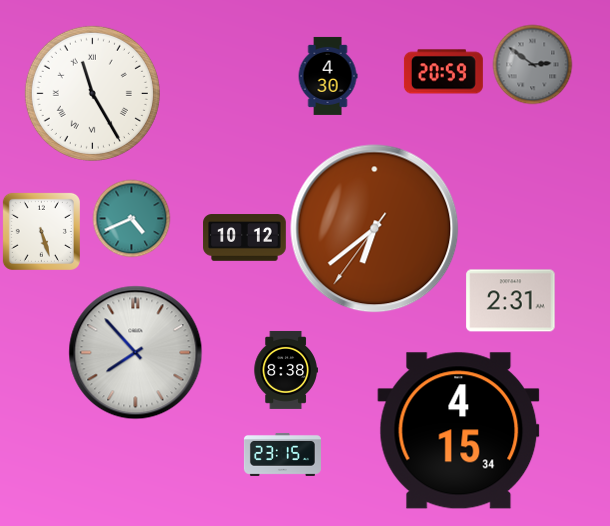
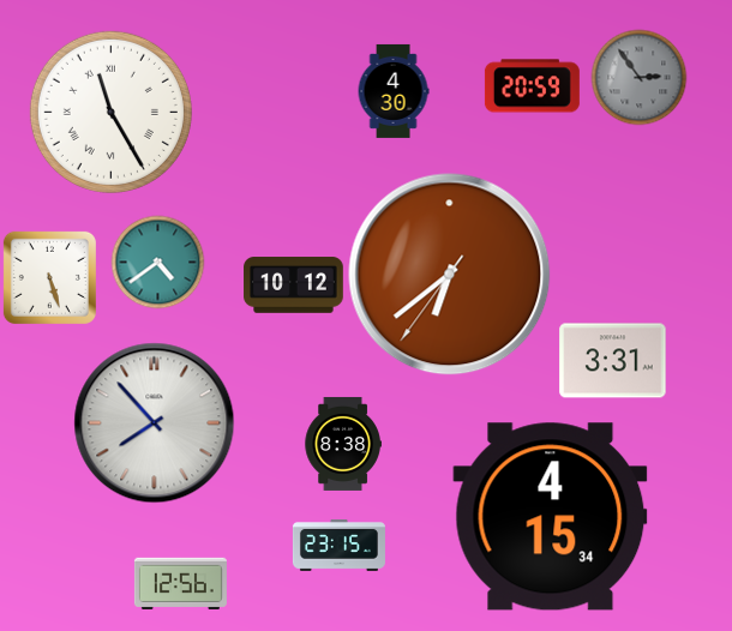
clock at (532, 64): 2:51 -> 2:54
clock at (131, 218): 4:41 -> 4:39
clock at (511, 301): 2:31 -> 3:31
clock at (136, 353) position: (136, 353) -> (155, 423)
clock at (180, 583): none -> 12:56
